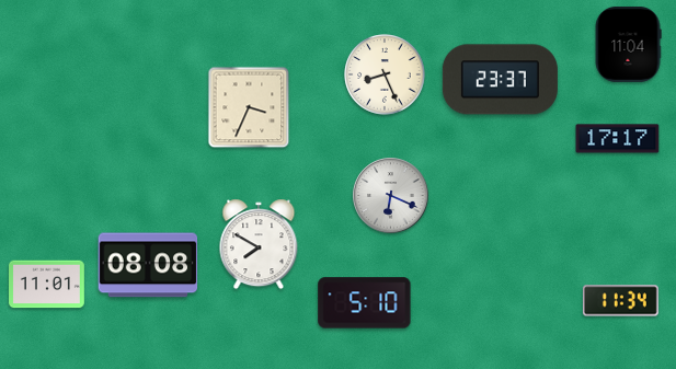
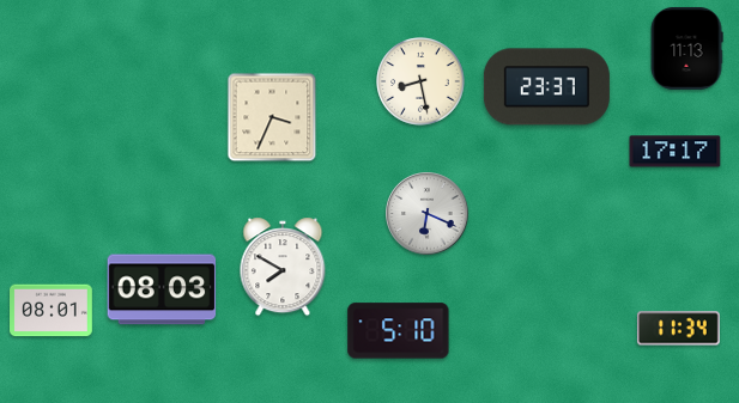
clock at (628, 44): 11:04 -> 11:13
clock at (385, 74): 8:26 -> 8:28
clock at (148, 265): 08:08 -> 08:03
clock at (47, 285): 11:01 -> 08:01
